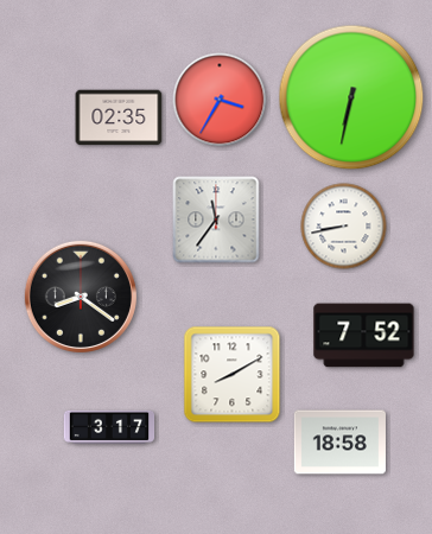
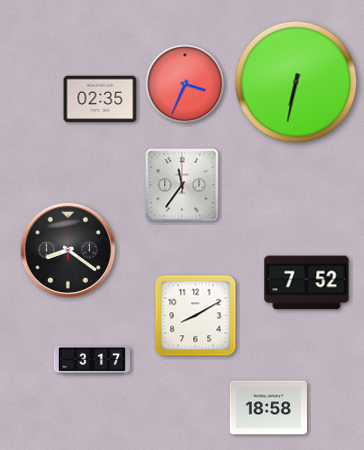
clock at (220, 100): 3:35 -> 3:34
clock at (344, 227): 8:43 -> none
clock at (339, 443) position: (339, 443) -> (268, 408)
